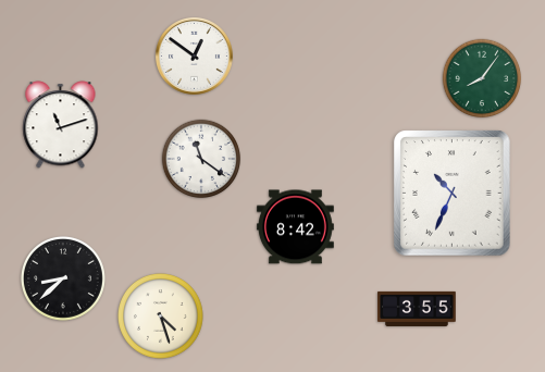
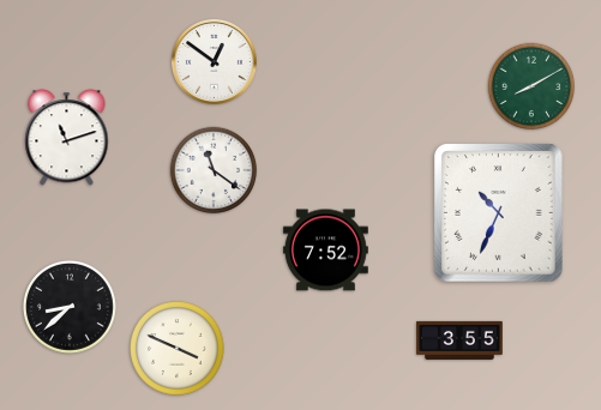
clock at (482, 78): 8:06 -> 8:10
clock at (201, 159) position: (201, 159) -> (214, 170)
clock at (295, 227): 8:42 -> 7:52
clock at (161, 317): 4:27 -> 3:49
